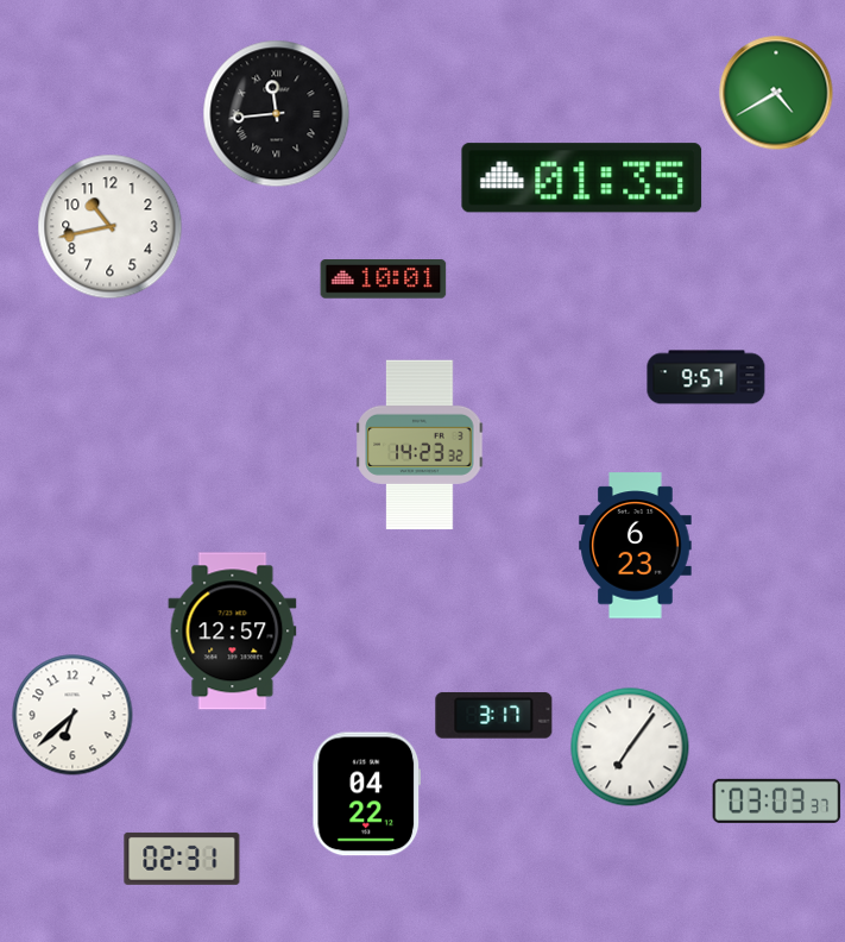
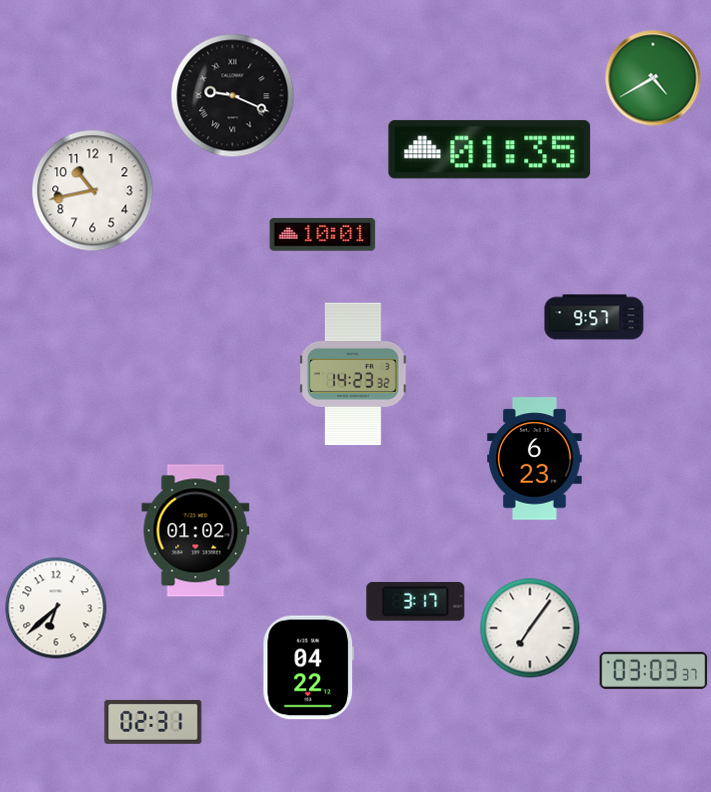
clock at (277, 114): 11:44 -> 9:19
clock at (233, 632): 12:57 -> 01:02
clock at (72, 715) position: (72, 715) -> (56, 608)
clock at (777, 800) position: (777, 800) -> (654, 670)
